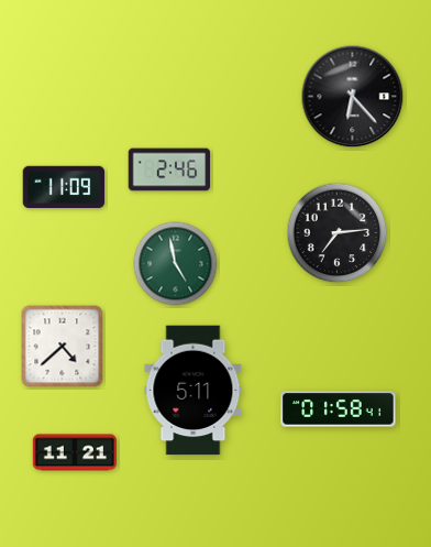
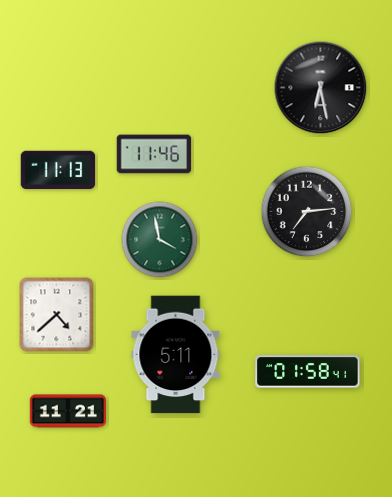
clock at (353, 97): 6:23 -> 6:28
clock at (169, 169): 2:46 -> 11:46
clock at (64, 187): 11:09 -> 11:13
clock at (176, 264): 4:58 -> 3:58
